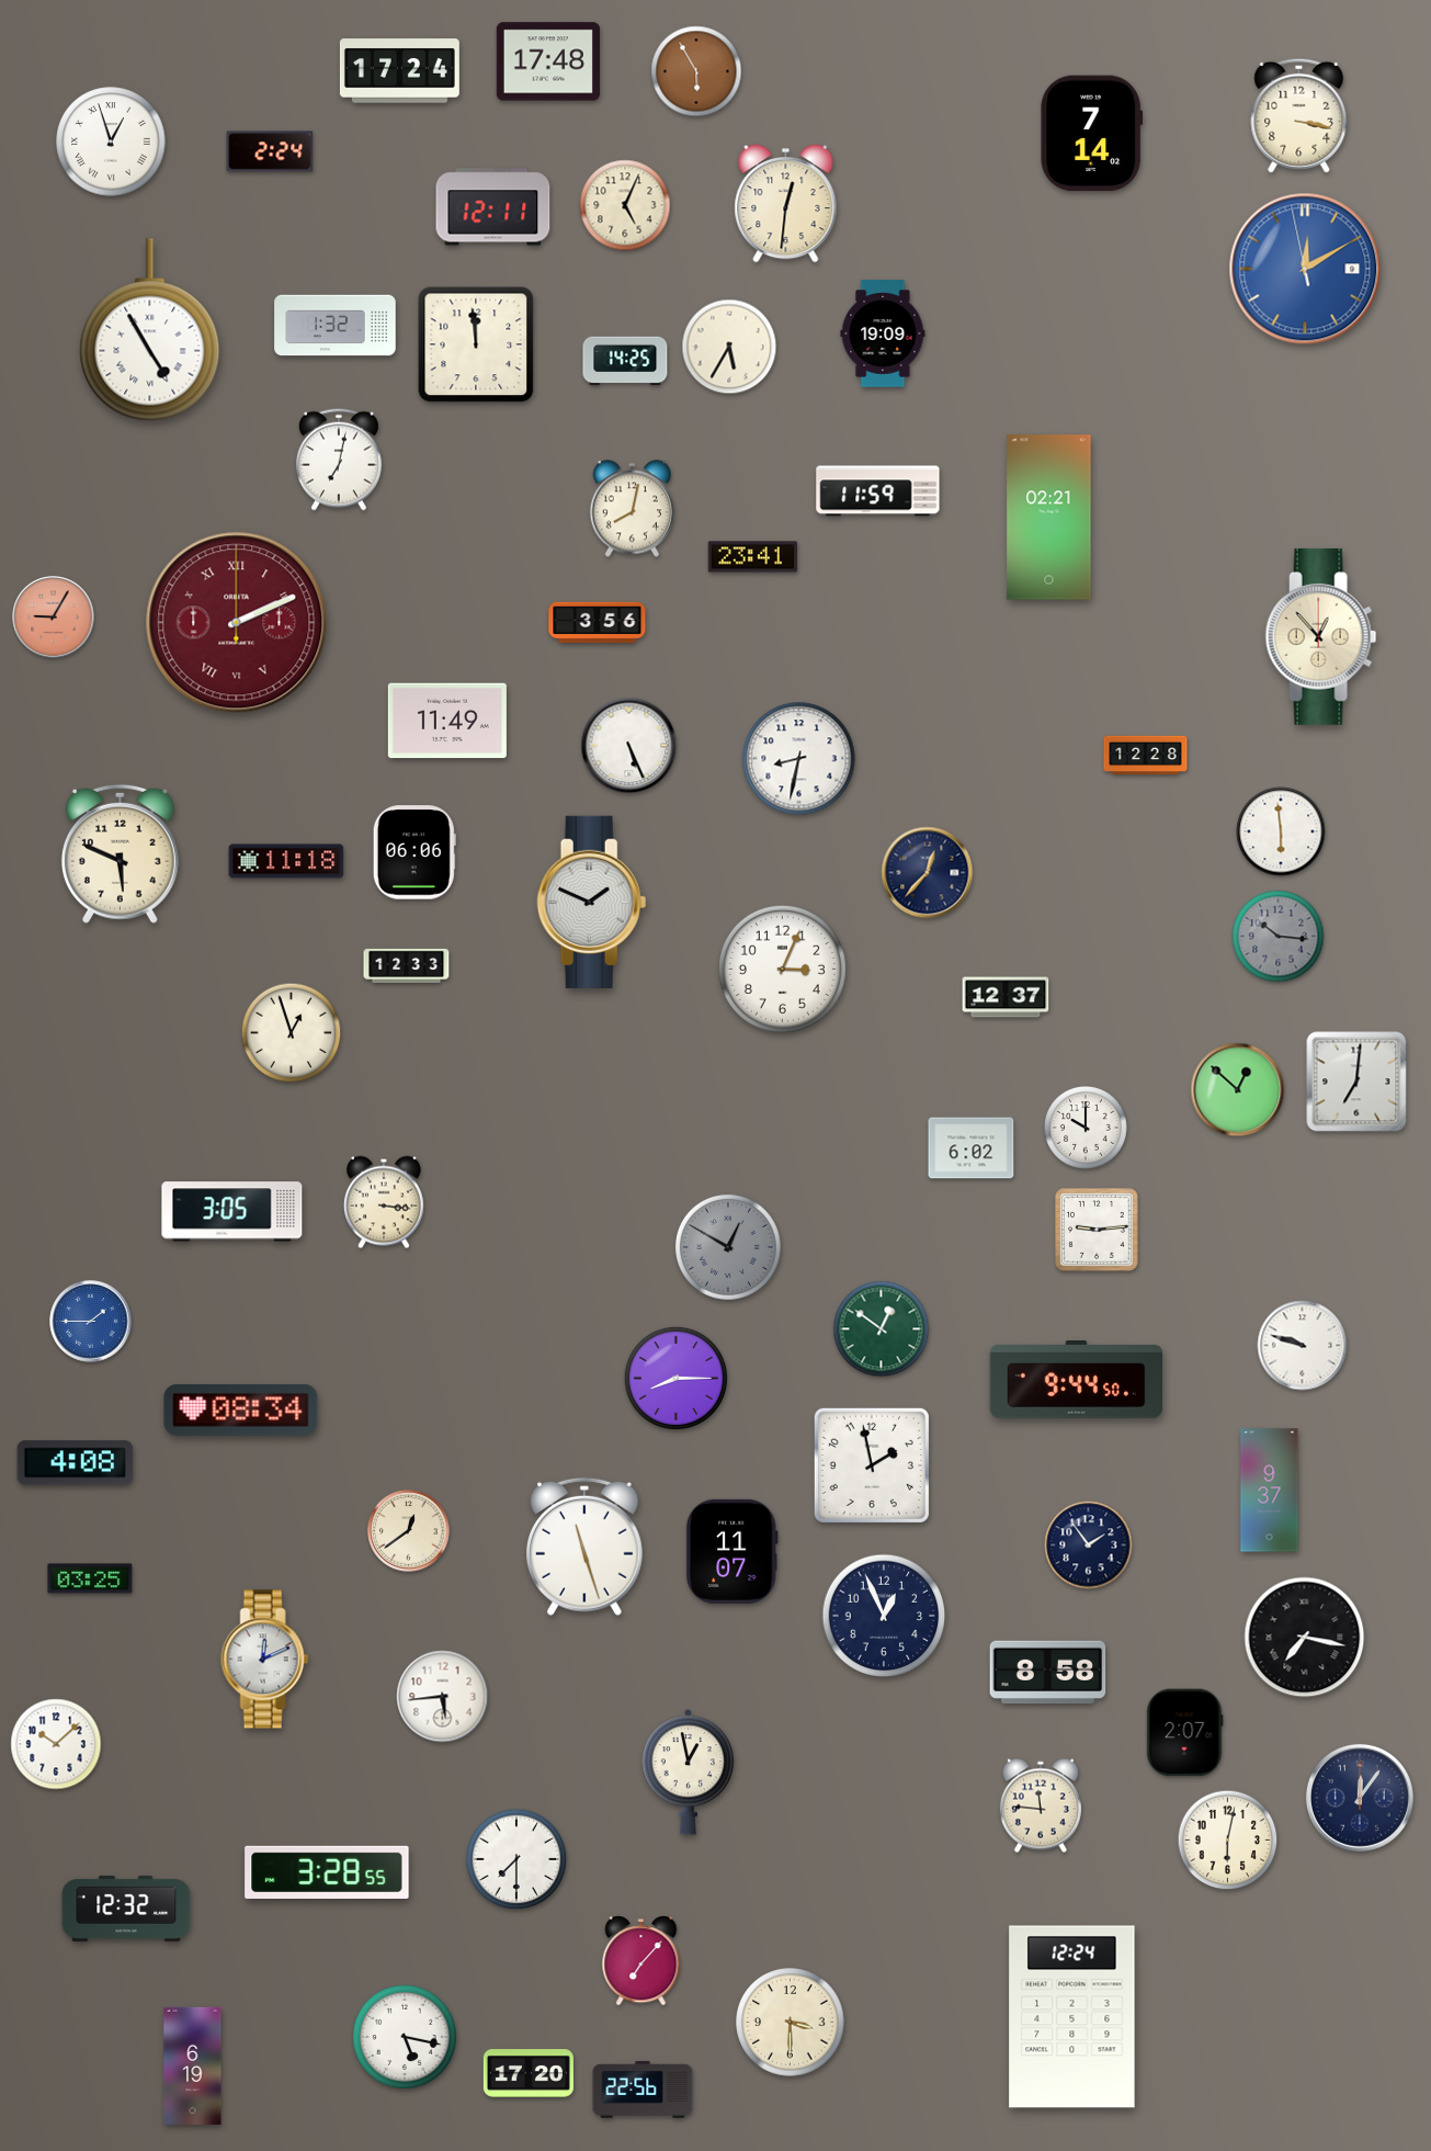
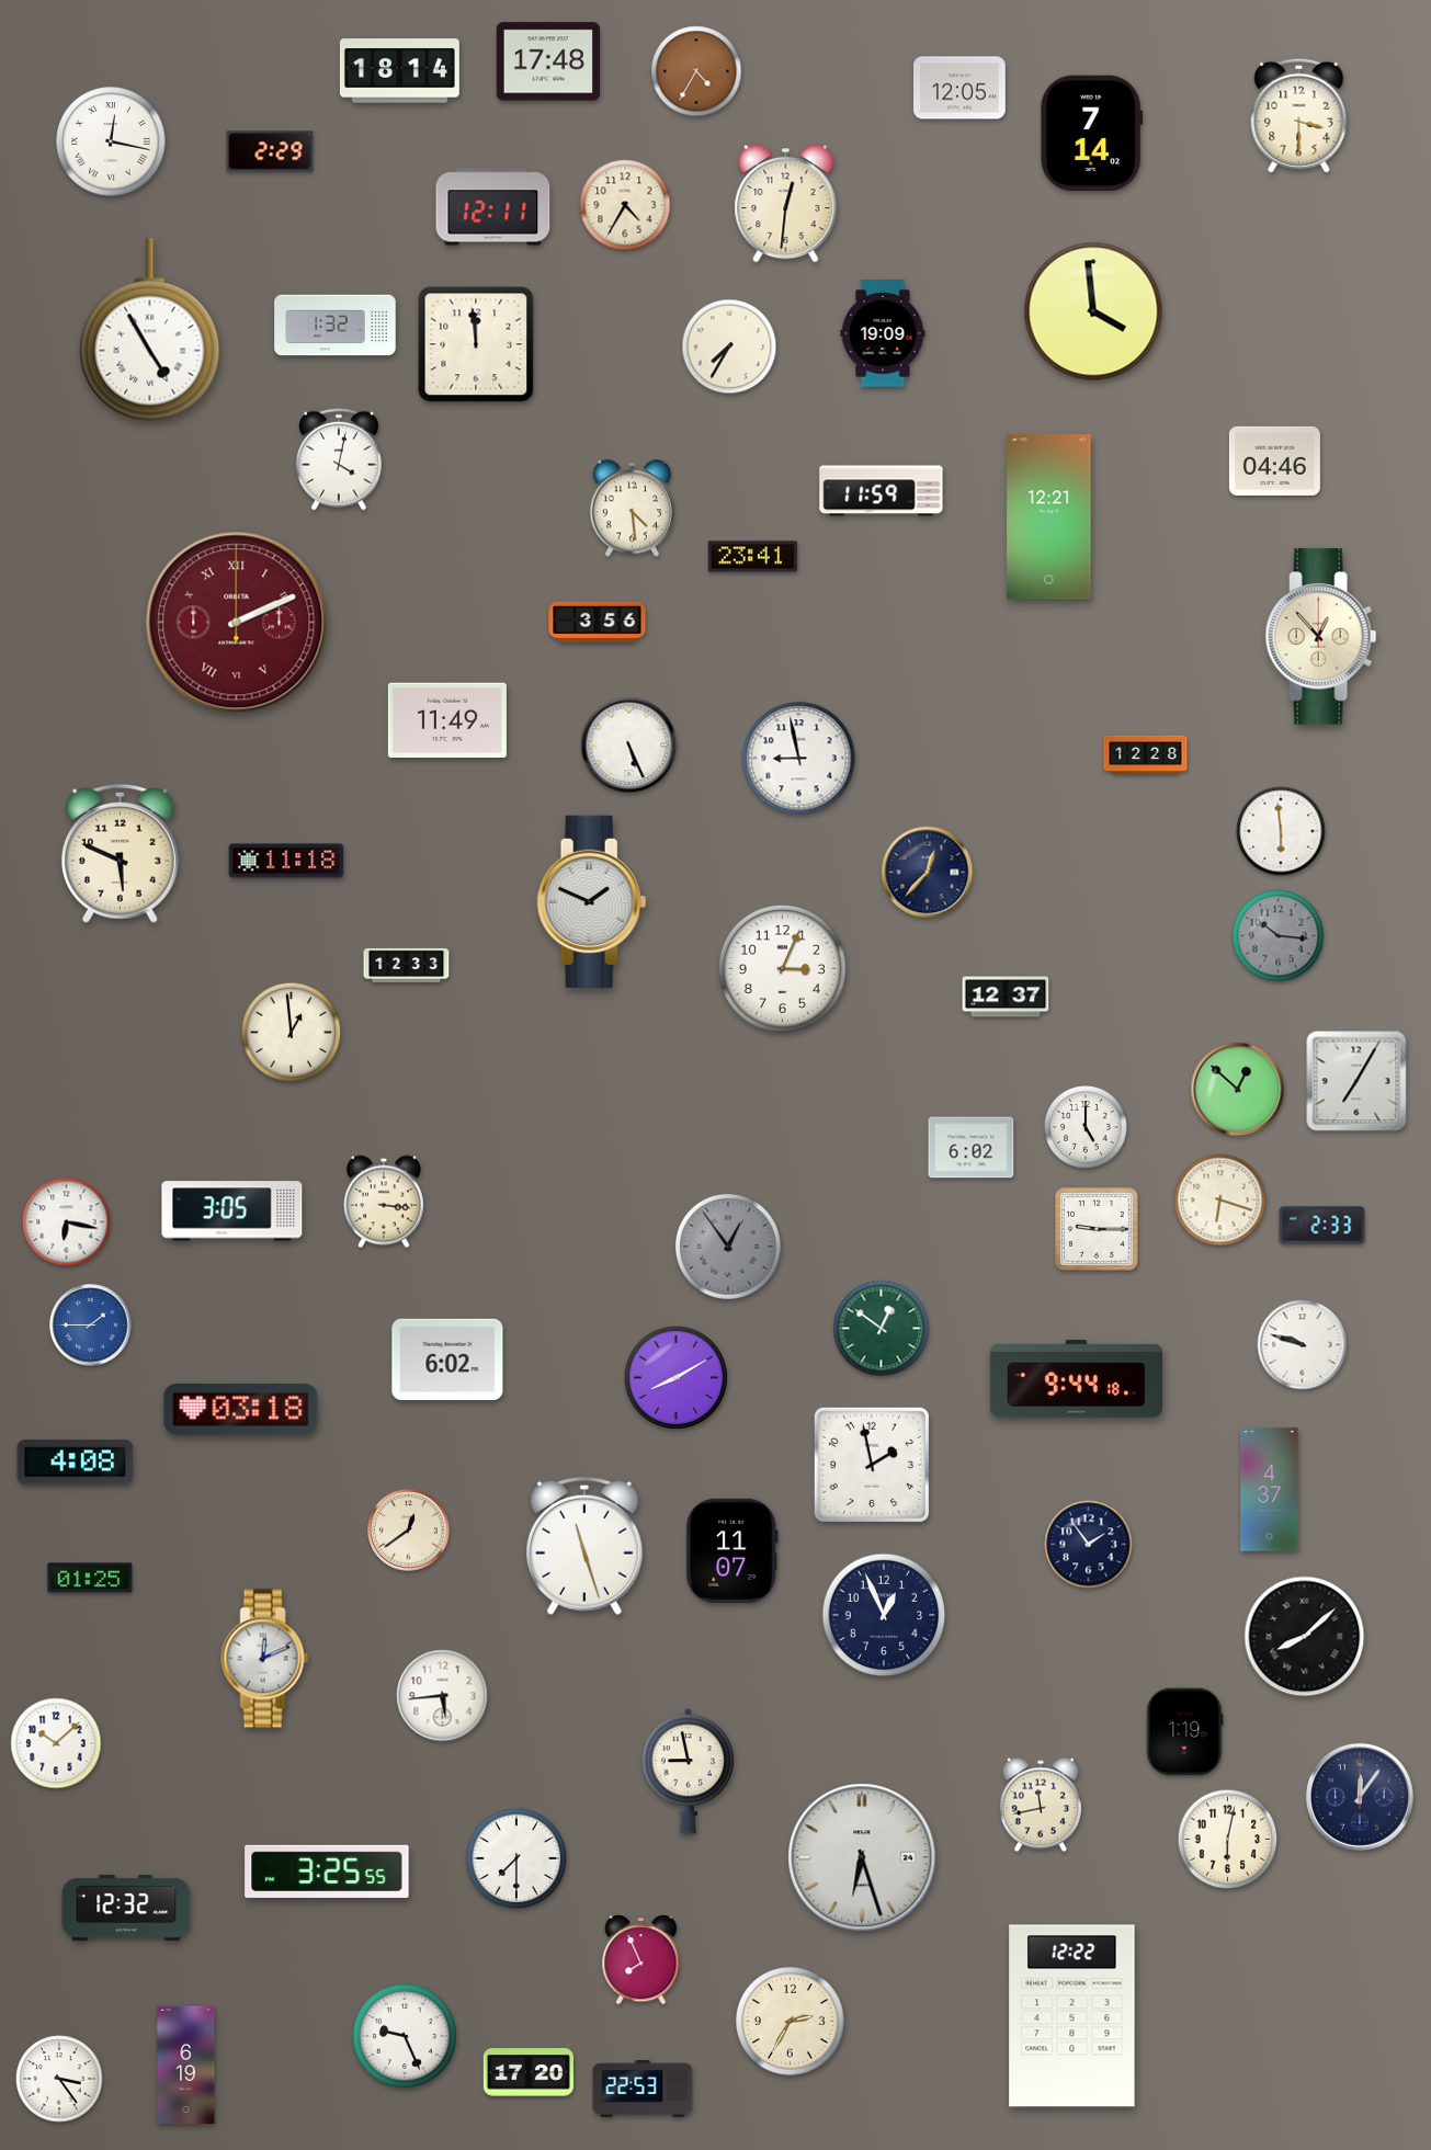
clock at (399, 71): 17:24 -> 18:14
clock at (696, 71): 5:55 -> 4:35
clock at (961, 88): none -> 12:05
clock at (1299, 115): 3:17 -> 3:30
clock at (111, 141): 12:57 -> 12:17
clock at (270, 151): 2:24 -> 2:29
clock at (625, 205): 5:04 -> 4:35
clock at (1305, 269): 12:09 -> none
clock at (1093, 311): none -> 3:59
clock at (729, 347): 5:35 -> 7:35
clock at (625, 361): 14:25 -> none
clock at (339, 460): 7:02 -> 4:02
clock at (1274, 460): none -> 04:46
clock at (878, 491) position: (878, 491) -> (882, 491)
clock at (633, 509): 8:02 -> 4:29
clock at (1049, 518): 02:21 -> 12:21
clock at (54, 618): 9:05 -> none
clock at (799, 759): 8:32 -> 8:58
clock at (414, 852): 06:06 -> none
clock at (292, 1033): 12:57 -> 12:59
clock at (1356, 1082): 7:01 -> 7:05
clock at (1087, 1129): 10:00 -> 5:00
clock at (1220, 1201): none -> 6:18
clock at (67, 1222): none -> 6:17
clock at (1322, 1226): none -> 2:33
clock at (1098, 1231): 9:14 -> 9:15
clock at (728, 1247): 12:50 -> 12:54
clock at (91, 1322) position: (91, 1322) -> (91, 1326)
clock at (447, 1358): none -> 6:02
clock at (675, 1378): 8:15 -> 8:10
clock at (1076, 1380): 9:44:50 -> 9:44:18
clock at (241, 1410): 08:34 -> 03:18
clock at (1270, 1491): 9:37 -> 4:37
clock at (90, 1578): 03:25 -> 01:25
clock at (1305, 1638): 7:17 -> 8:08
clock at (1048, 1673): 8:58 -> none
clock at (1185, 1733): 2:07 -> 1:19
clock at (689, 1773): 12:58 -> 8:58
clock at (1041, 1805): 11:46 -> 11:43
clock at (862, 1857): none -> 6:27
clock at (327, 1872): 3:28 -> 3:25
clock at (641, 1961): 7:07 -> 7:56
clock at (1072, 2017): 12:24 -> 12:22
clock at (791, 2023): 3:30 -> 2:35
clock at (405, 2037): 5:17 -> 9:26
clock at (193, 2065) position: (193, 2065) -> (186, 2064)
clock at (59, 2079): none -> 3:24
clock at (643, 2090): 22:56 -> 22:53
